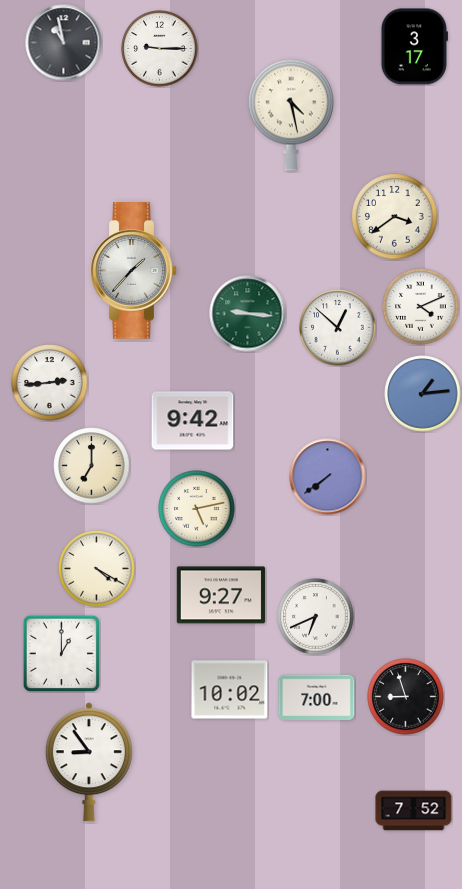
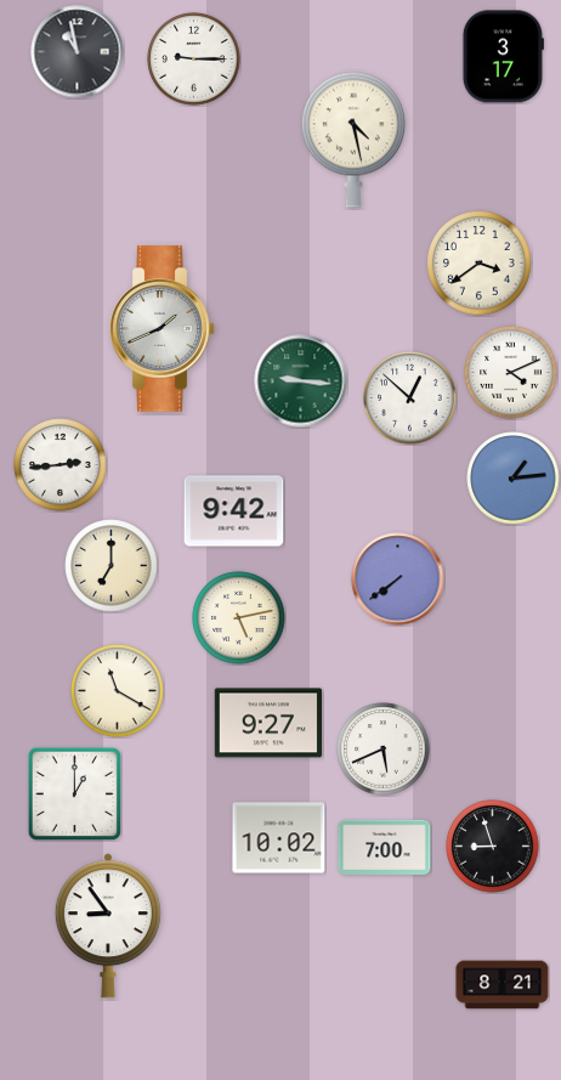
clock at (134, 271): 1:37 -> 1:41
clock at (97, 569): 4:20 -> 11:20
clock at (316, 617): 6:41 -> 5:41
clock at (414, 811): 7:52 -> 8:21
